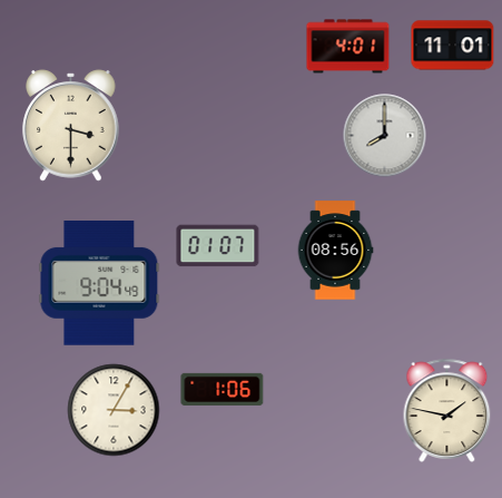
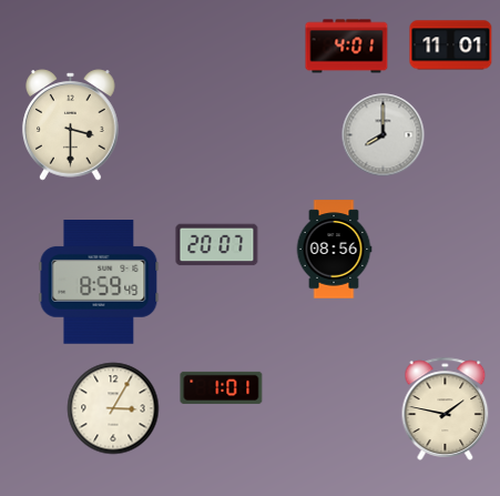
clock at (218, 246): 01:07 -> 20:07
clock at (99, 284): 9:04 -> 8:59
clock at (223, 389): 1:06 -> 1:01
